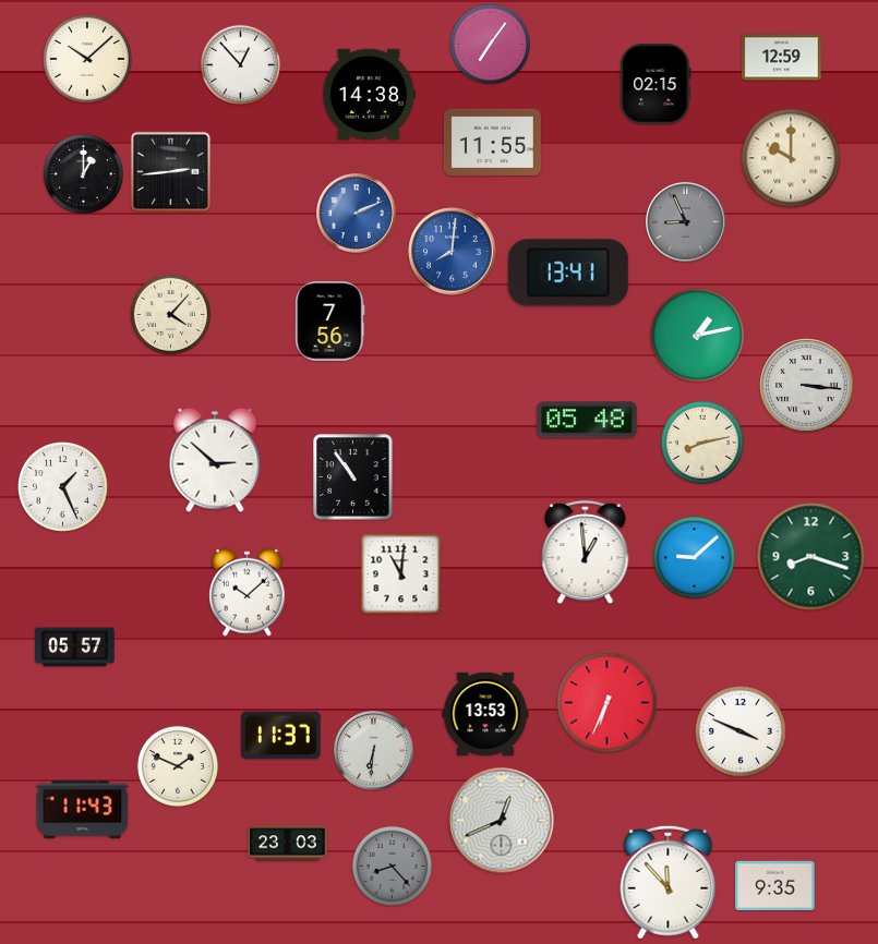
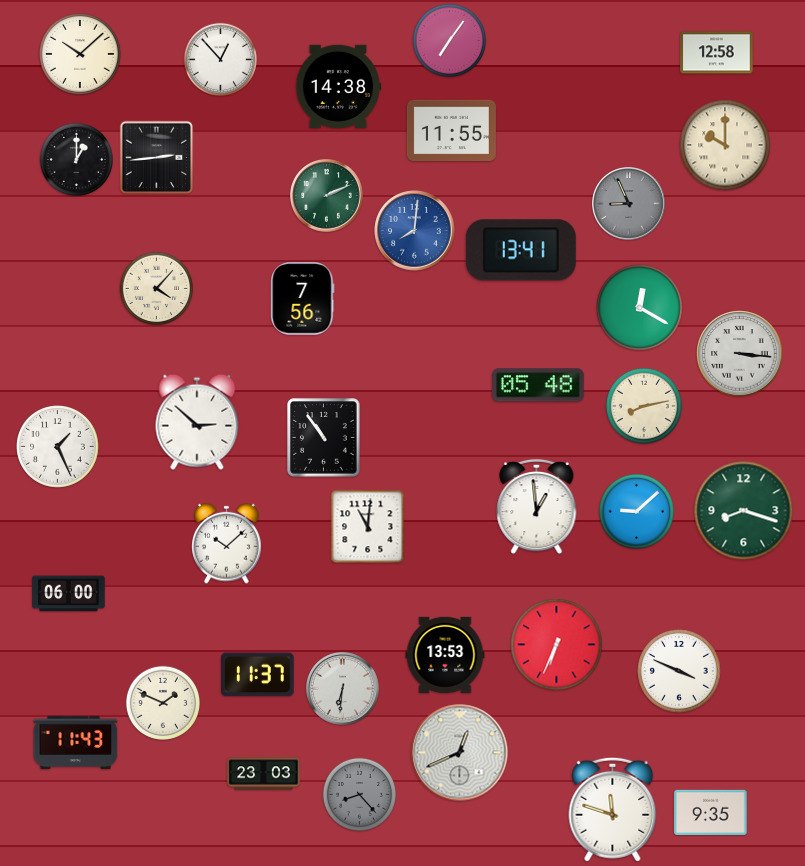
clock at (782, 58): 12:59 -> 12:58
clock at (656, 84): 02:15 -> none
clock at (357, 214) dial: blue -> green
clock at (330, 322) position: (330, 322) -> (303, 299)
clock at (698, 336): 1:13 -> 12:20
clock at (75, 648): 05:57 -> 06:00
clock at (669, 882): 11:53 -> 11:48
